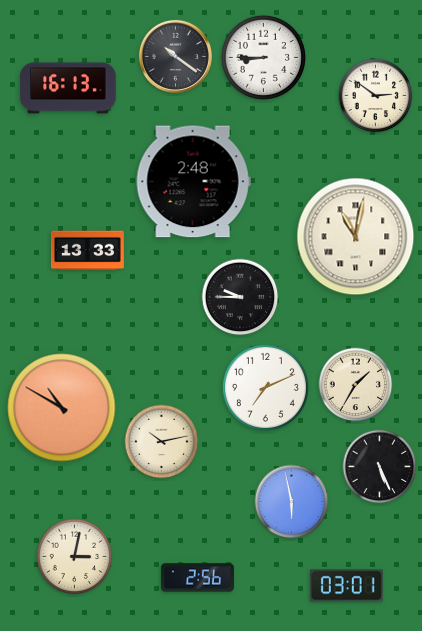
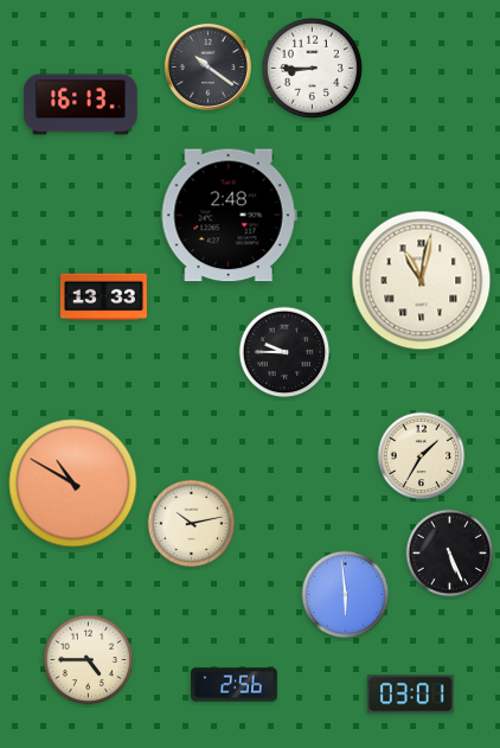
clock at (376, 96): 2:51 -> none
clock at (265, 387): 7:11 -> none
clock at (292, 502): 5:58 -> 5:59
clock at (75, 557): 3:02 -> 4:45
